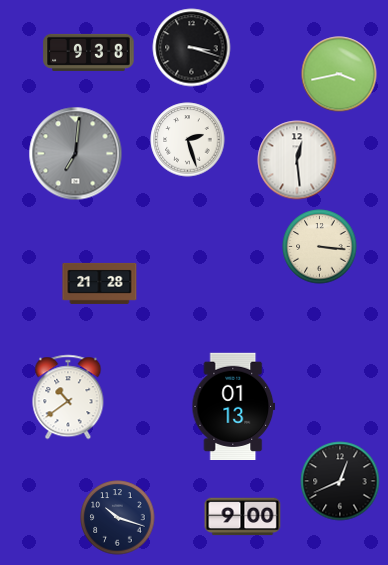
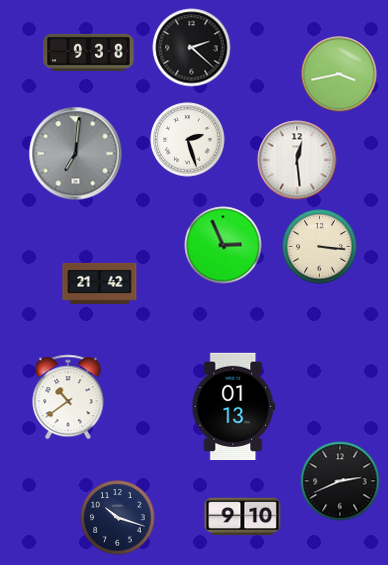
clock at (192, 48): 3:18 -> 2:22
clock at (223, 245): none -> 2:56
clock at (100, 283): 21:28 -> 21:42
clock at (340, 481): 12:41 -> 2:41
clock at (243, 517): 9:00 -> 9:10
